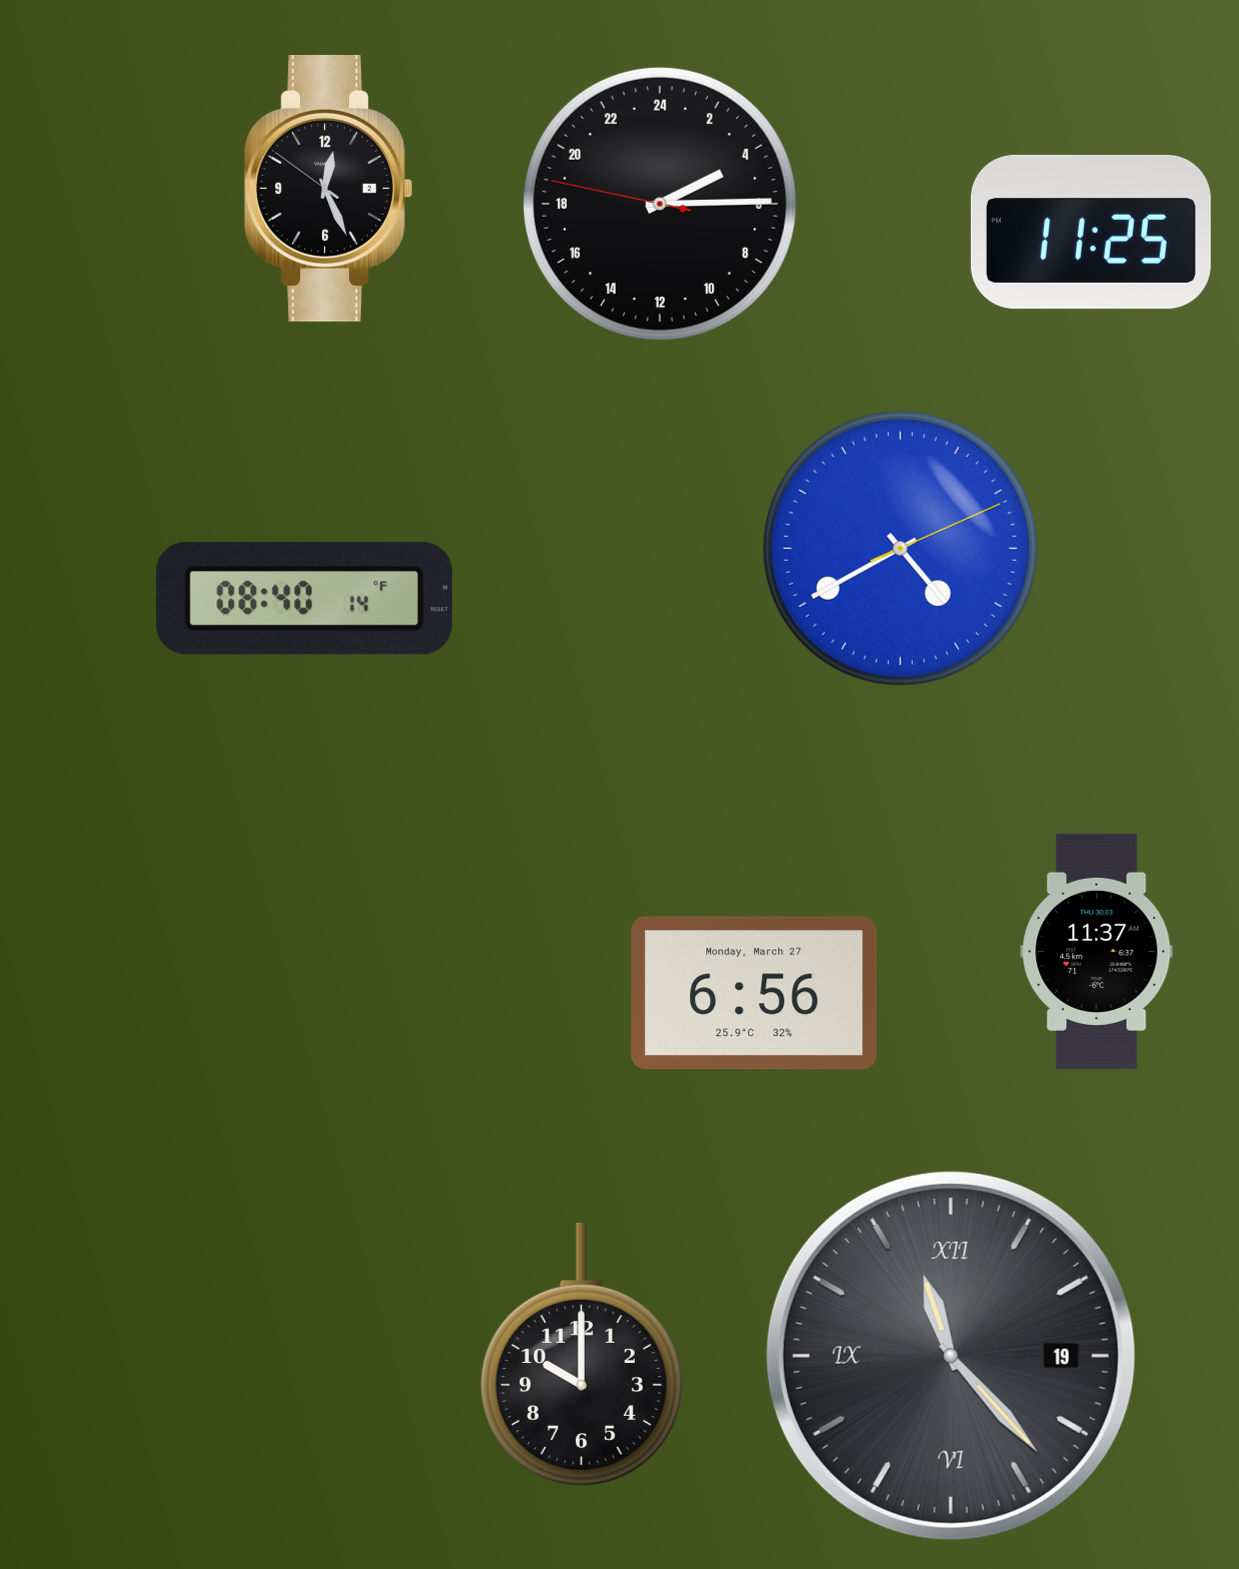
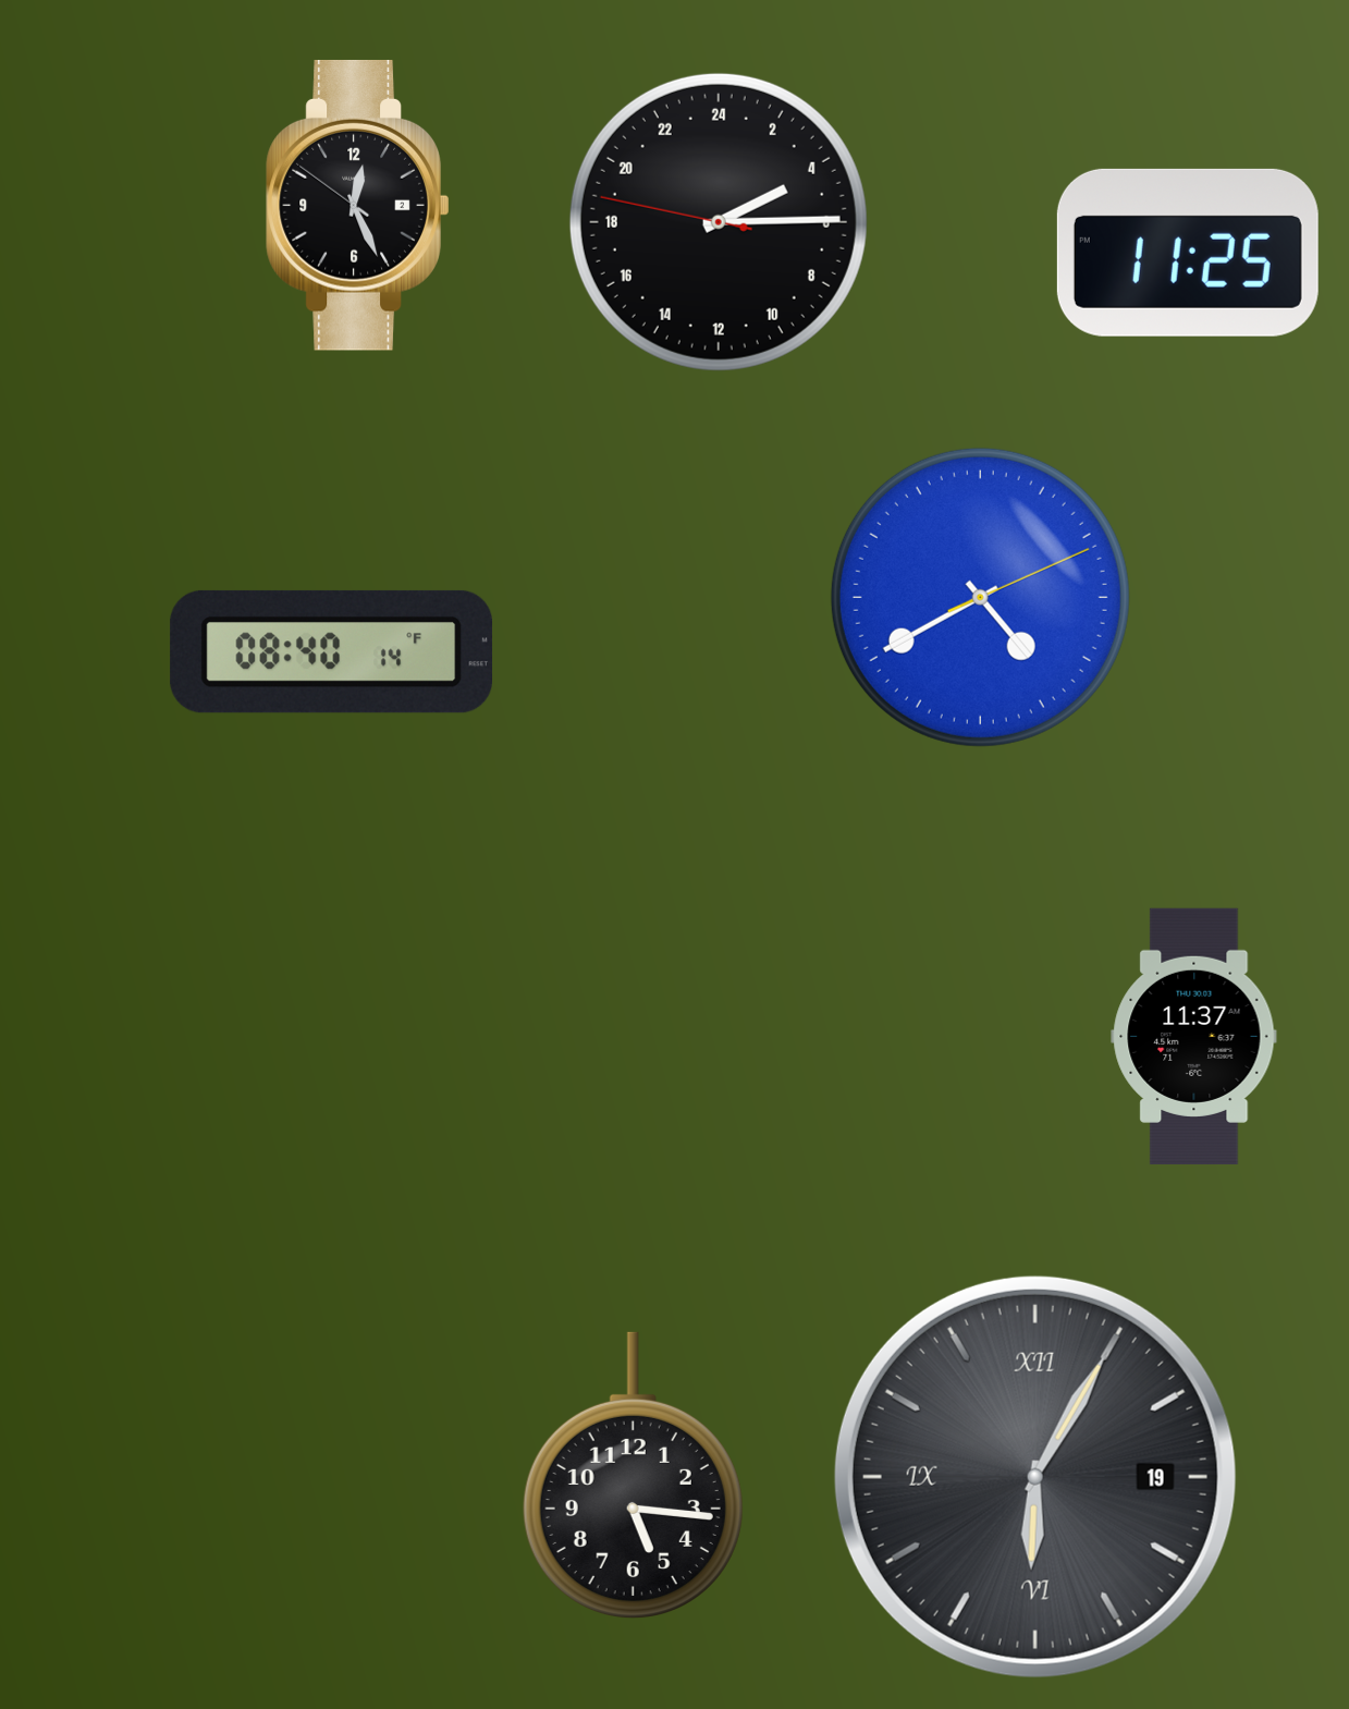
clock at (755, 993): 6:56 -> none
clock at (581, 1354): 10:00 -> 5:16
clock at (951, 1356): 11:23 -> 6:05
